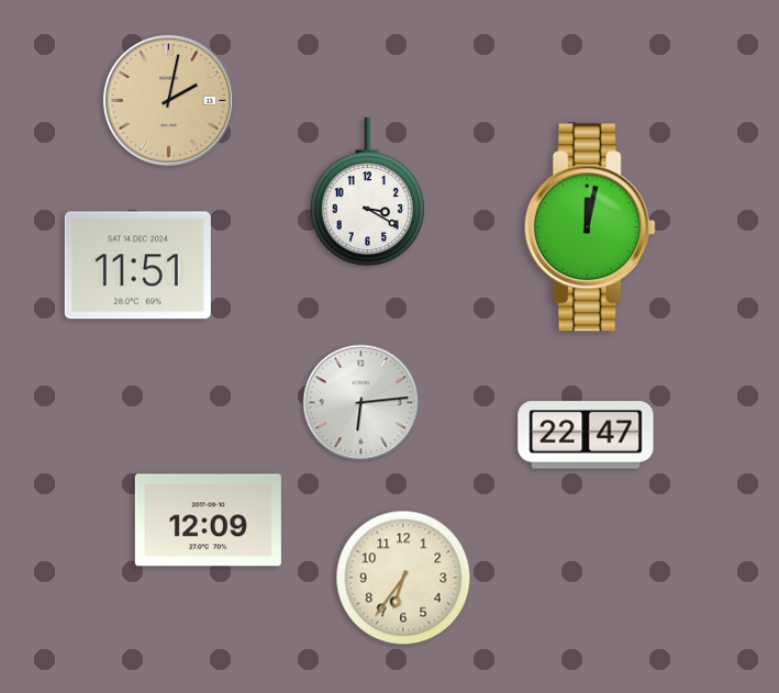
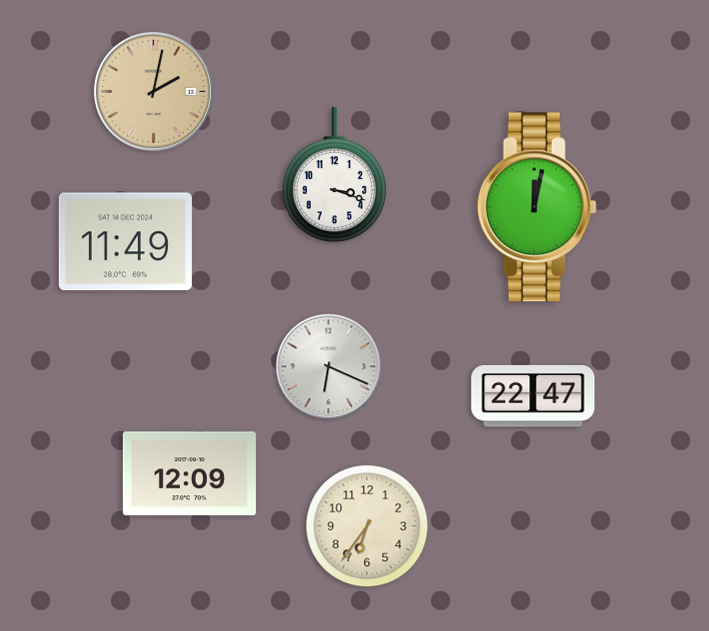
clock at (367, 192): 3:20 -> 3:18
clock at (137, 266): 11:51 -> 11:49
clock at (361, 403): 6:14 -> 6:19
